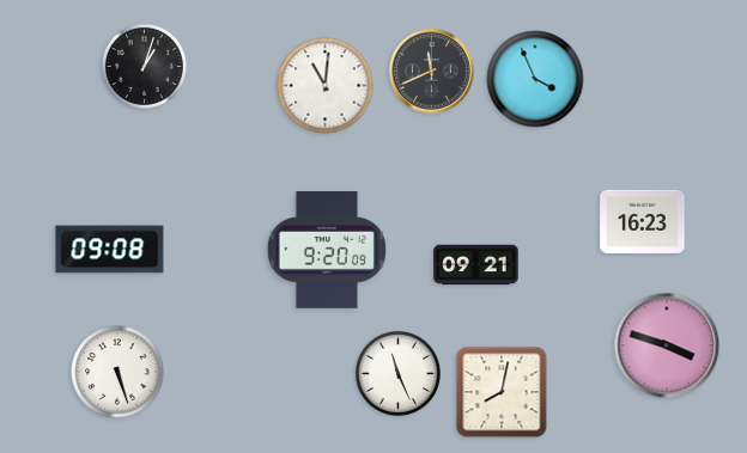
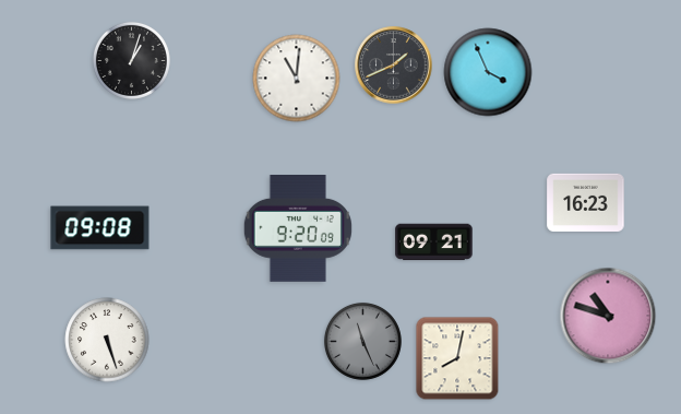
clock at (432, 72): 11:41 -> 1:41
clock at (667, 345): 3:48 -> 10:48
clock at (397, 373) dial: white -> grey
